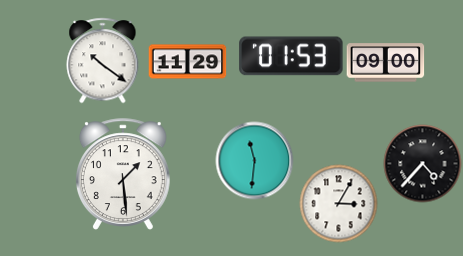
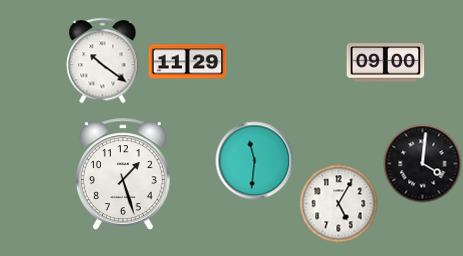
clock at (291, 56): 01:53 -> none
clock at (422, 163): 4:37 -> 4:01
clock at (123, 174): 1:29 -> 1:27
clock at (338, 203): 3:05 -> 5:05
